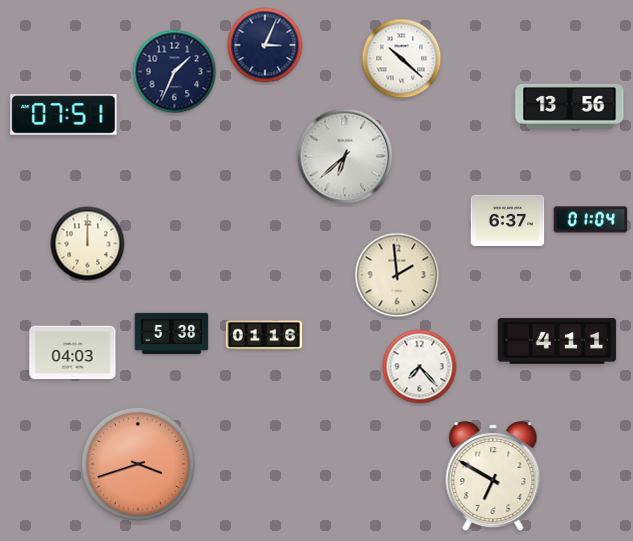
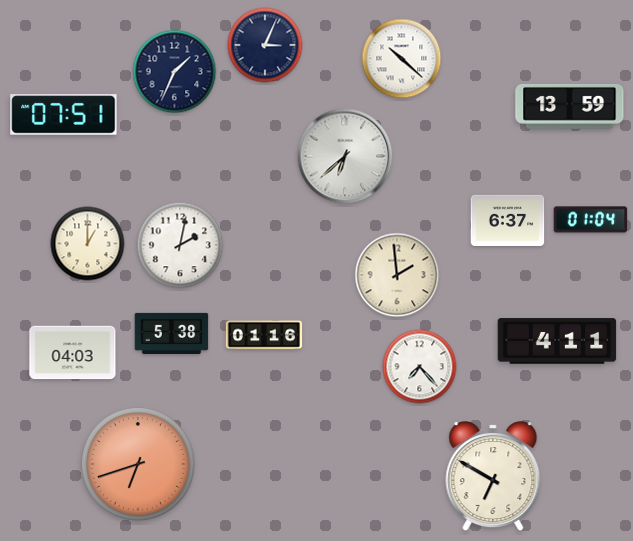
clock at (570, 107): 13:56 -> 13:59
clock at (88, 244): 12:00 -> 1:00
clock at (180, 245): none -> 2:02
clock at (138, 464): 3:42 -> 6:42
